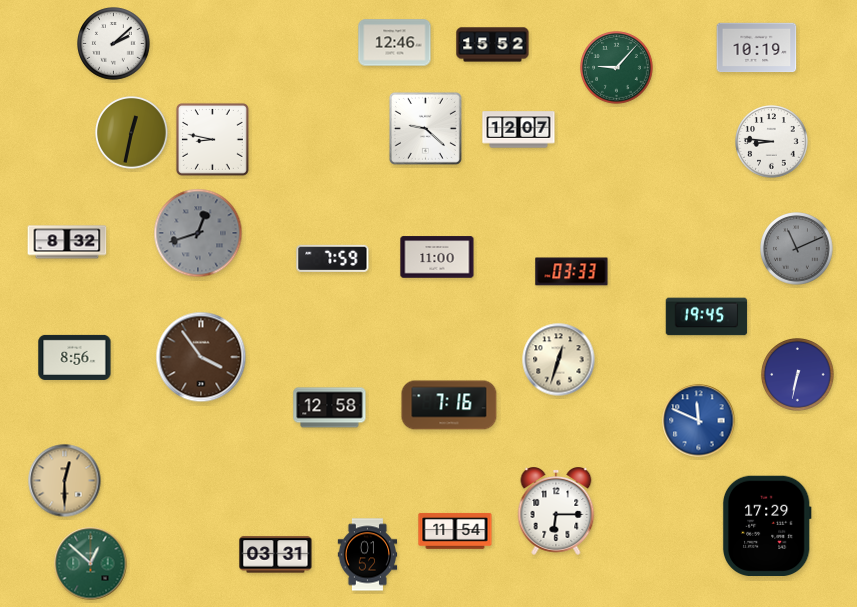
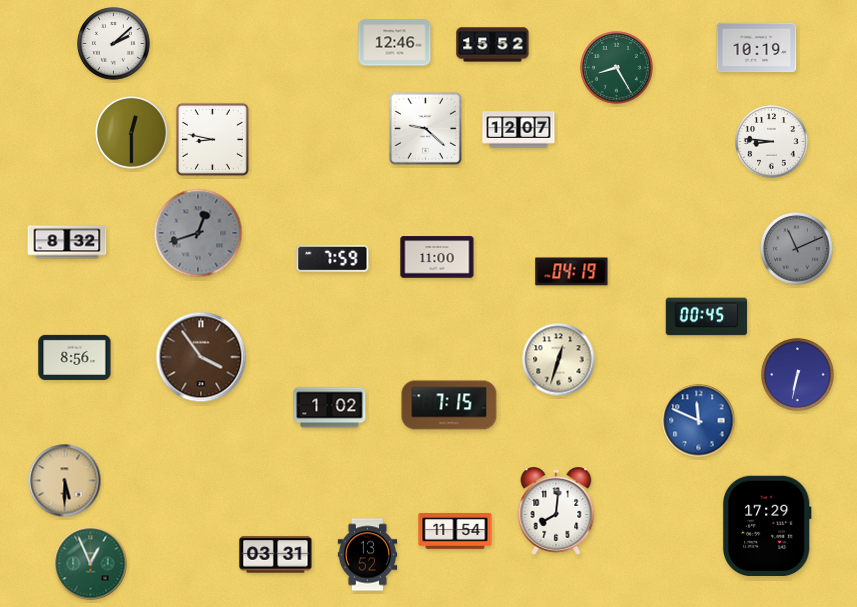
clock at (617, 68): 9:07 -> 8:25
clock at (132, 133): 12:32 -> 12:30
clock at (572, 272): 03:33 -> 04:19
clock at (707, 317): 19:45 -> 00:45
clock at (449, 405): 7:16 -> 7:15
clock at (330, 408): 12:58 -> 1:02
clock at (65, 481): 12:30 -> 5:30
clock at (556, 512): 6:15 -> 8:01
clock at (368, 555): 01:52 -> 13:52
clock at (91, 564): 12:52 -> 12:56
